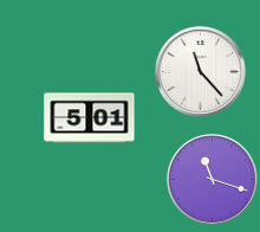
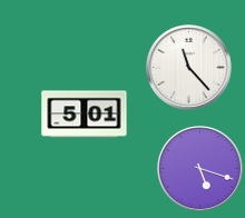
clock at (90, 118) position: (90, 118) -> (85, 115)
clock at (213, 180): 11:18 -> 5:18
